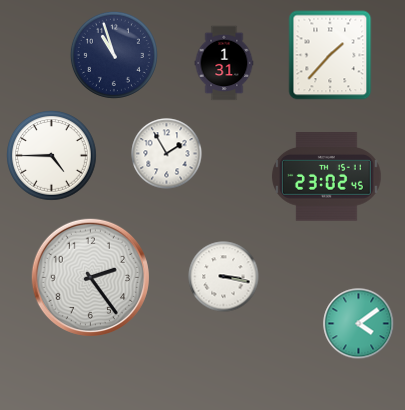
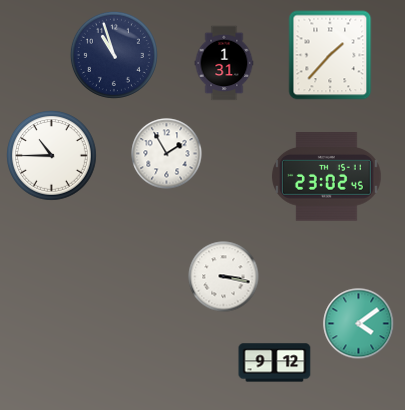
clock at (52, 156): 4:45 -> 10:45
clock at (90, 277): 2:24 -> none
clock at (275, 363): none -> 9:12
